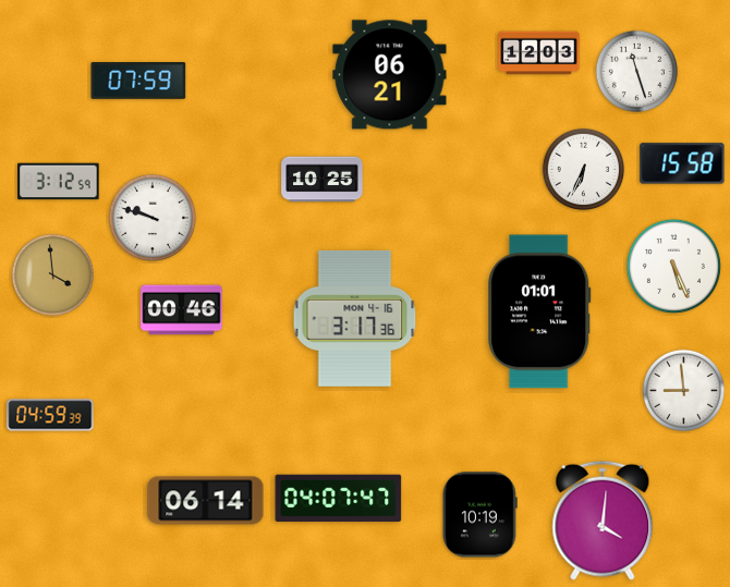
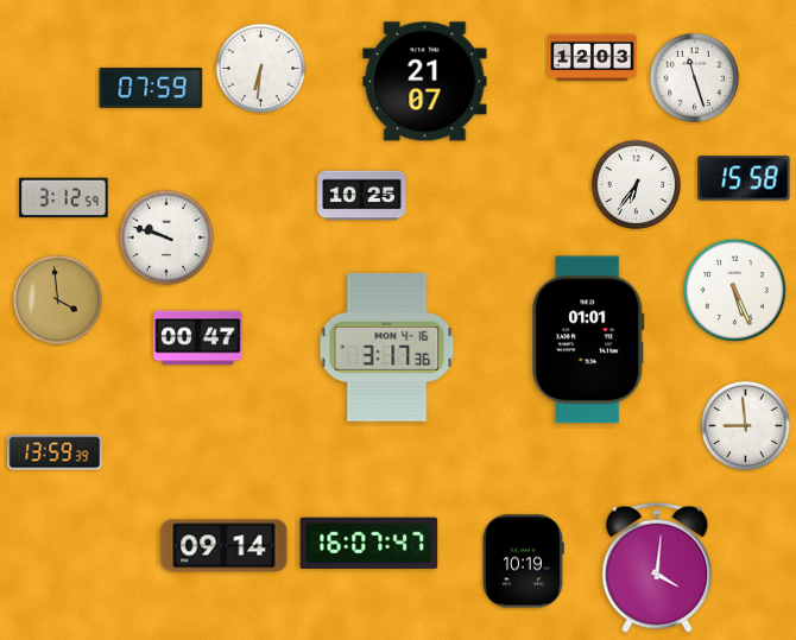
clock at (539, 53) position: (539, 53) -> (593, 58)
clock at (260, 68): none -> 6:31
clock at (390, 75): 06:21 -> 21:07
clock at (583, 169): 6:34 -> 6:36
clock at (323, 180) position: (323, 180) -> (362, 196)
clock at (182, 310): 00:46 -> 00:47
clock at (50, 415): 04:59 -> 13:59
clock at (339, 498): 04:07 -> 16:07
clock at (206, 501): 06:14 -> 09:14
